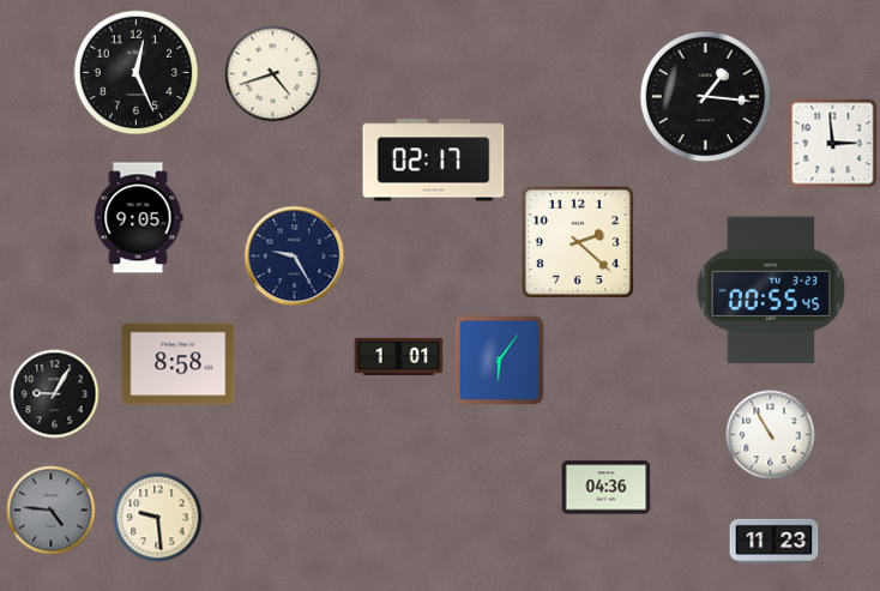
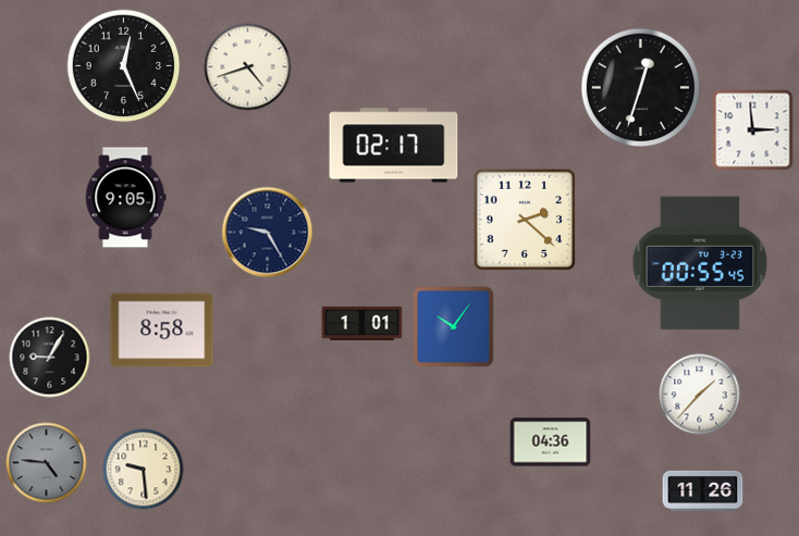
clock at (705, 96): 1:16 -> 12:33
clock at (833, 144) position: (833, 144) -> (753, 130)
clock at (500, 361): 6:06 -> 10:06
clock at (771, 435): 10:55 -> 1:37
clock at (774, 541): 11:23 -> 11:26
